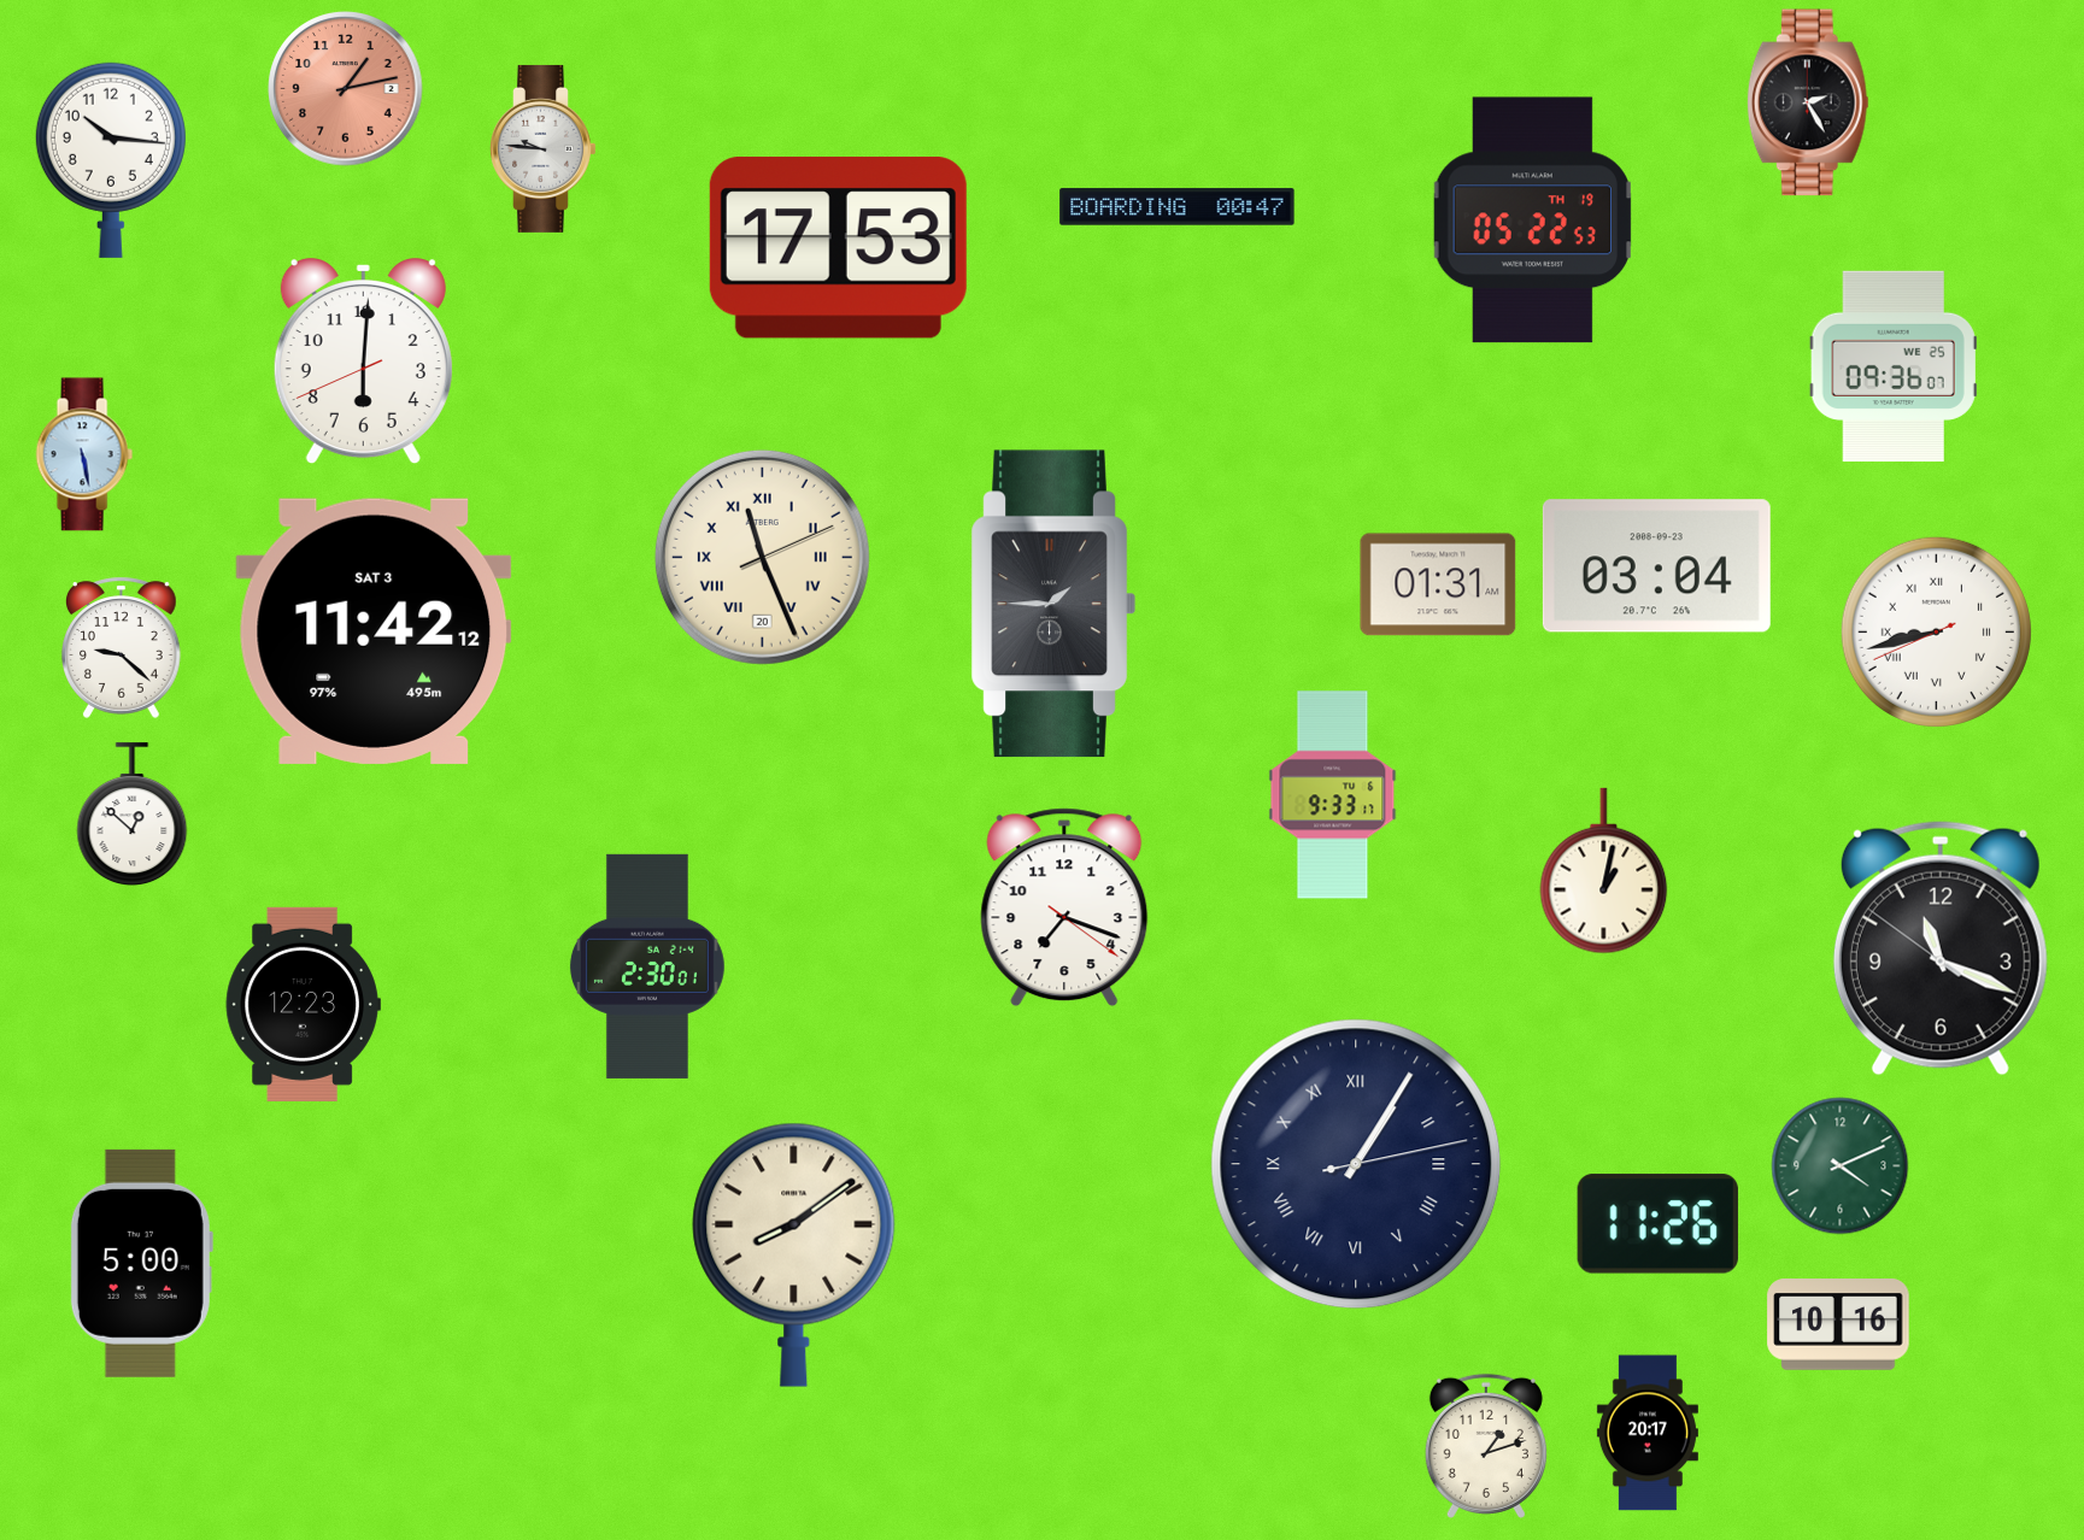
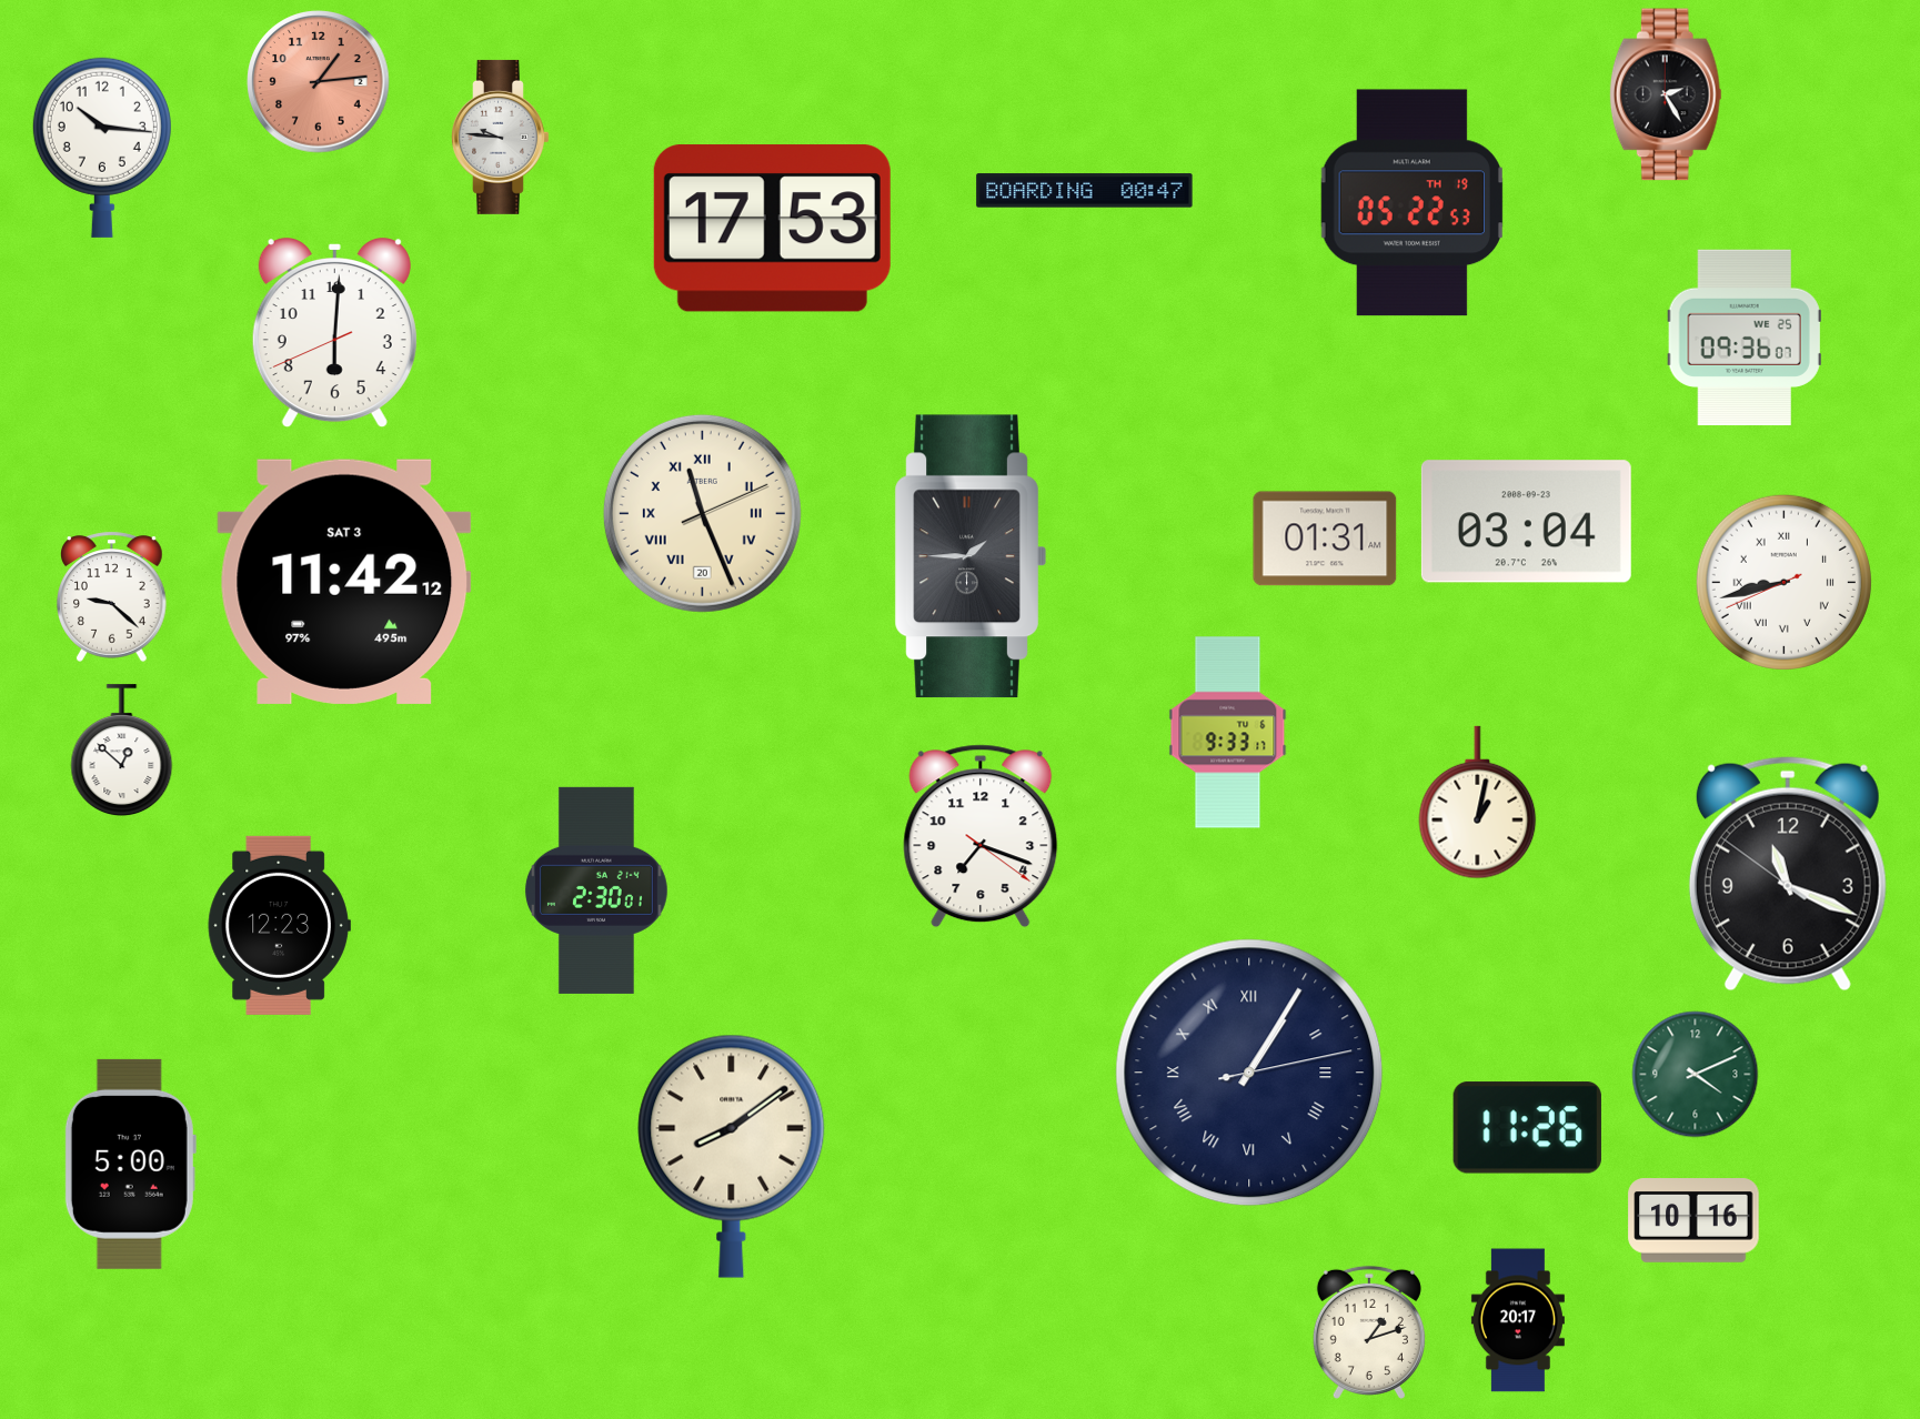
clock at (346, 89): 1:13 -> 1:14
clock at (84, 454): 5:28 -> none
